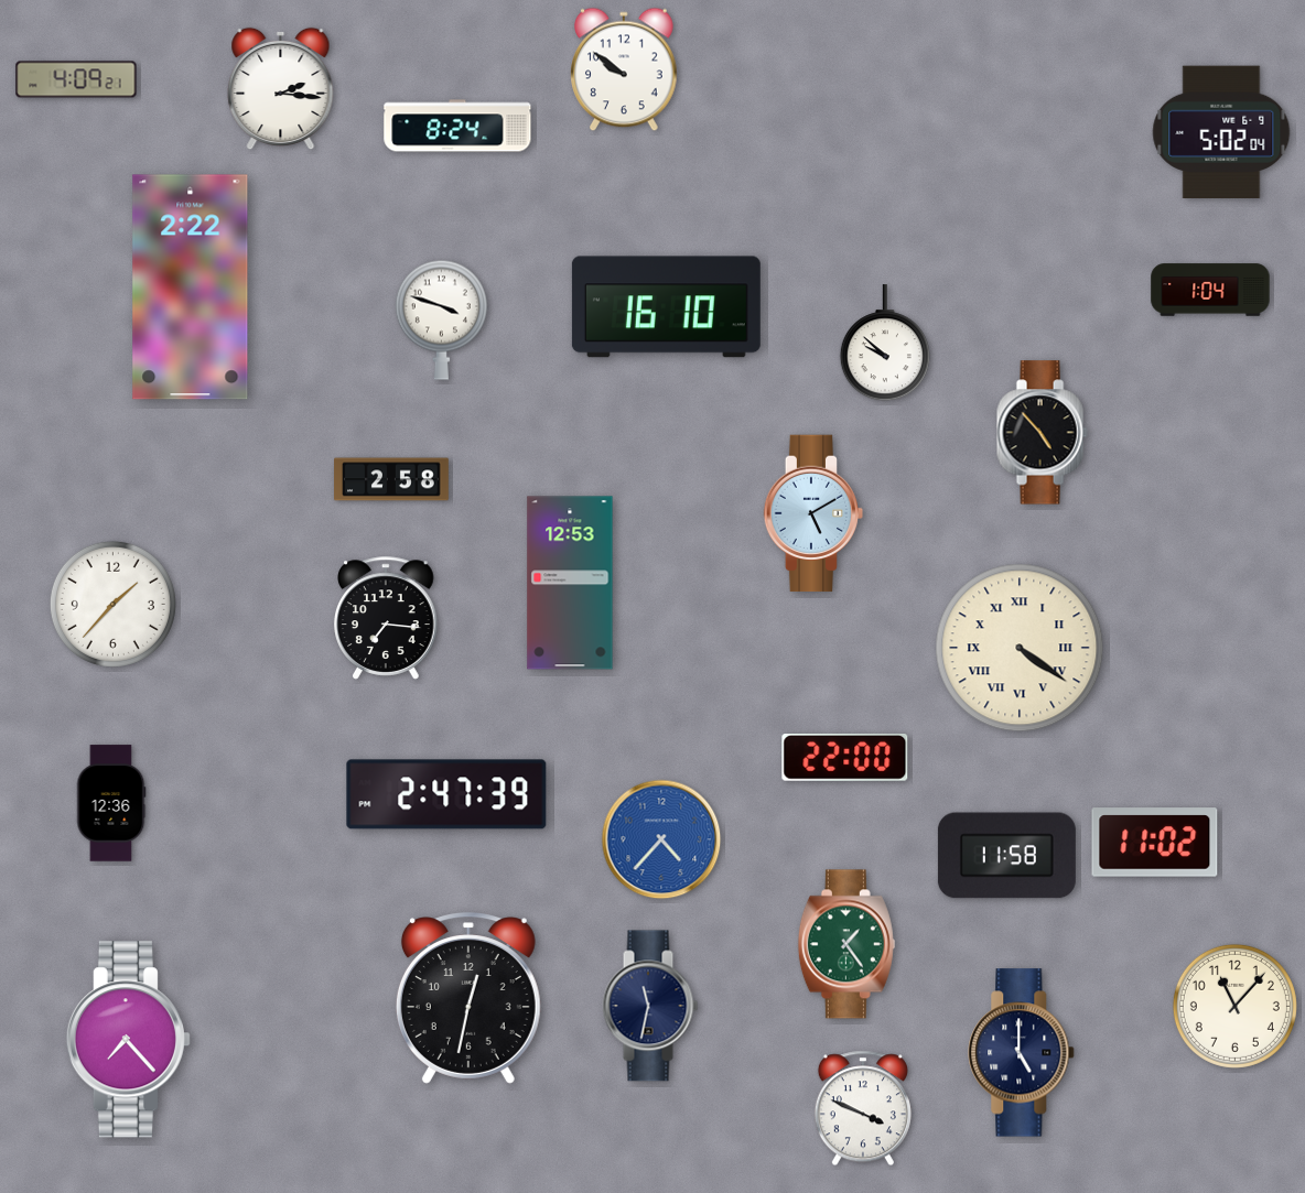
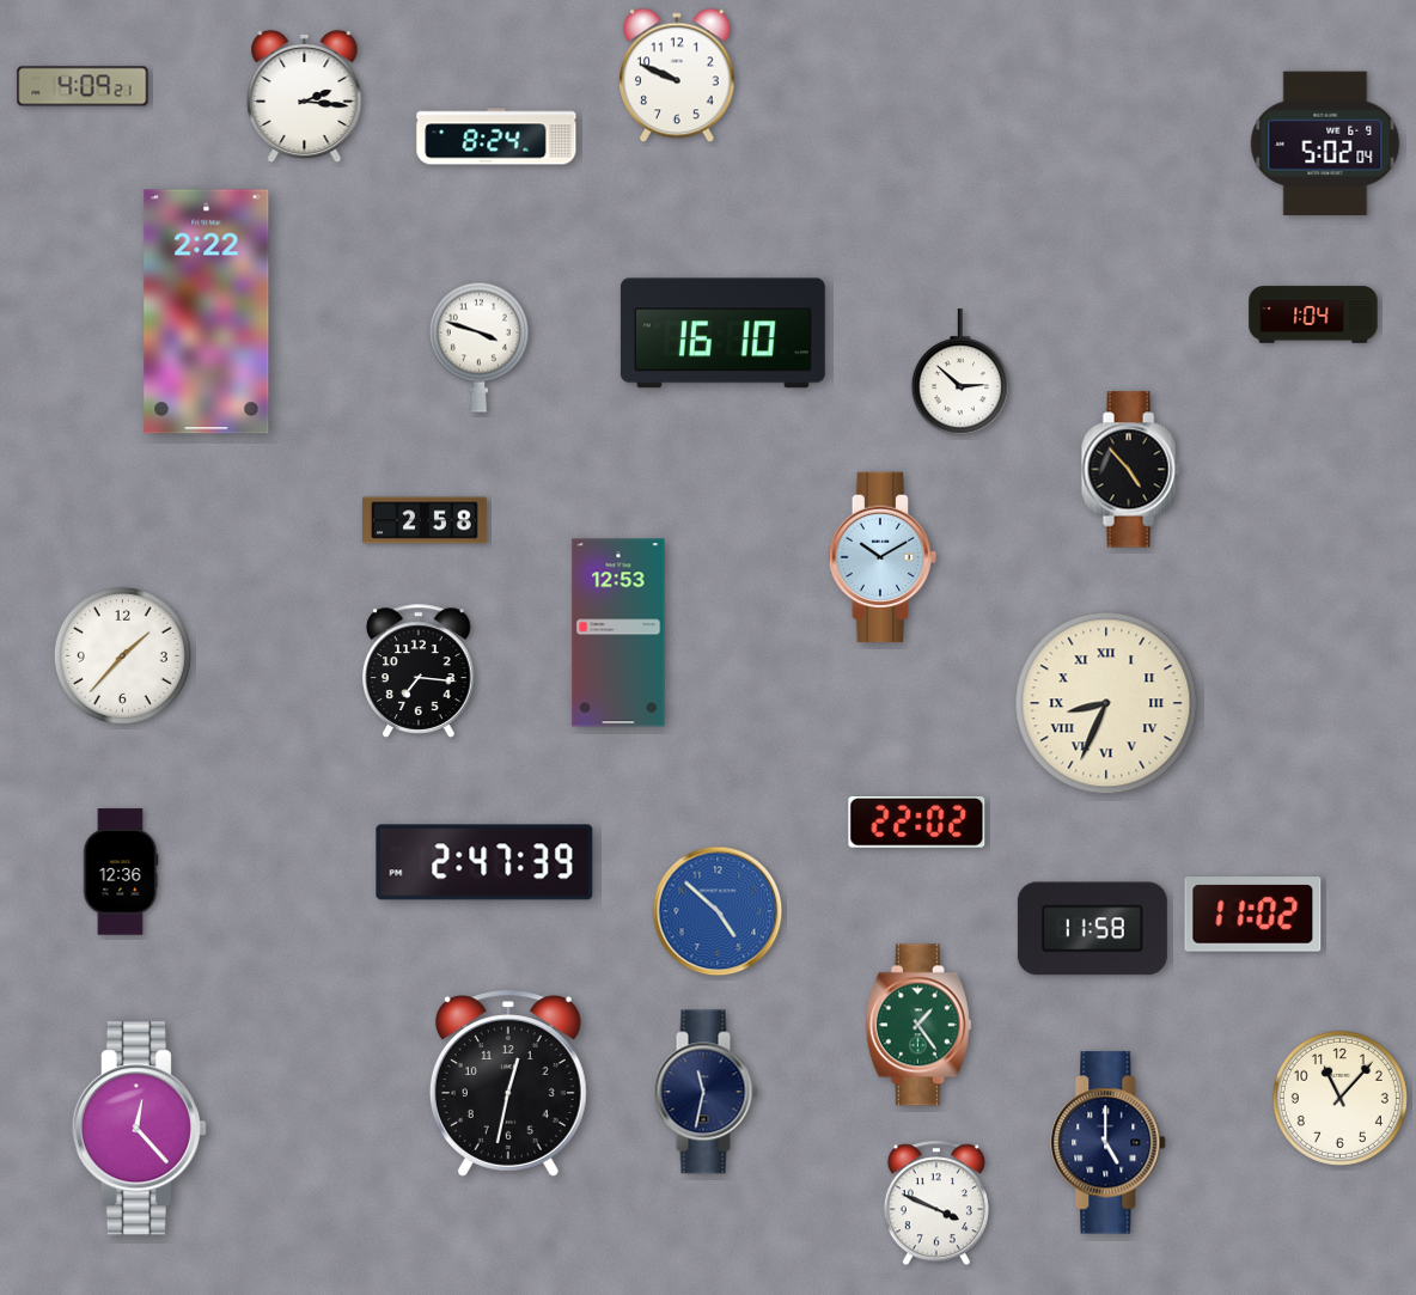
clock at (624, 69): 9:51 -> 9:49
clock at (885, 344): 9:52 -> 2:52
clock at (813, 513): 5:10 -> 10:10
clock at (1020, 648): 4:21 -> 8:34
clock at (845, 758): 22:00 -> 22:02
clock at (661, 839): 4:37 -> 4:52
clock at (1234, 1006) position: (1234, 1006) -> (1339, 1098)
clock at (128, 1040): 7:23 -> 12:23
